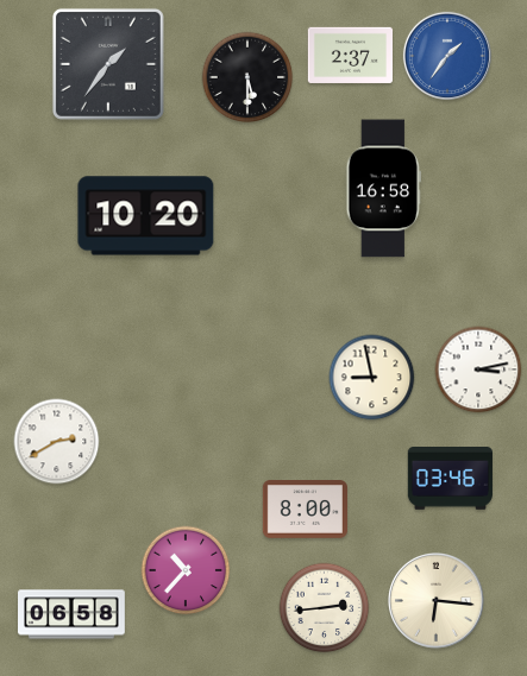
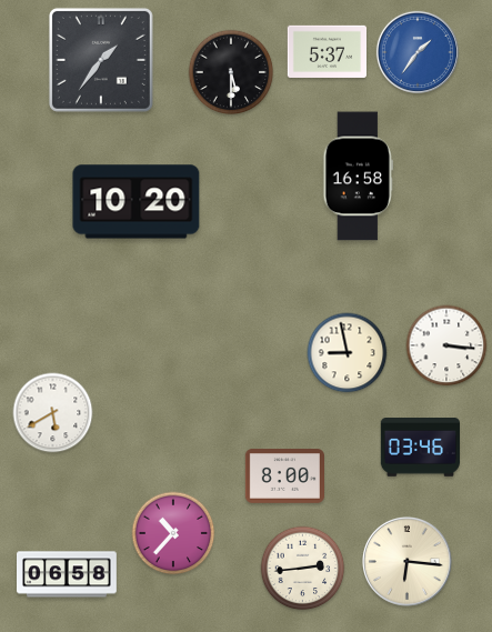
clock at (350, 55): 2:37 -> 5:37
clock at (478, 369): 3:13 -> 3:16
clock at (57, 442): 2:40 -> 5:40
